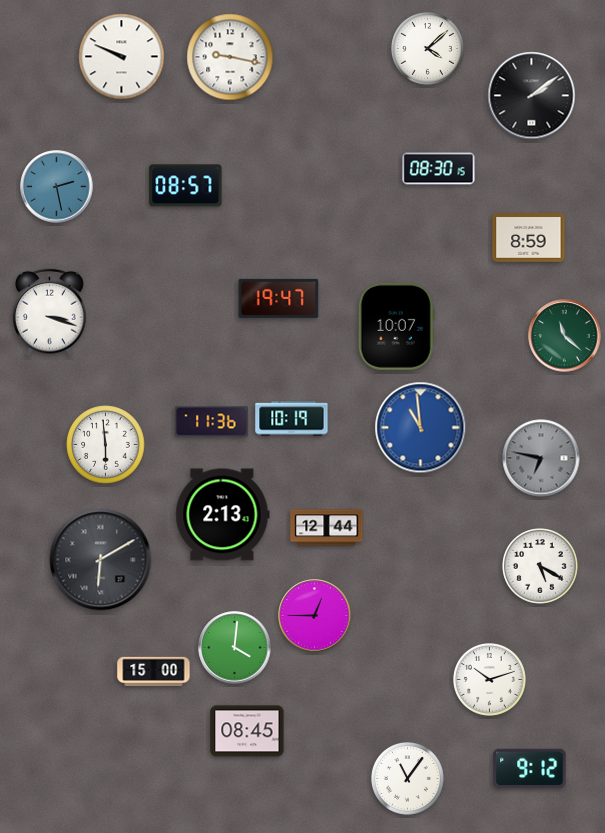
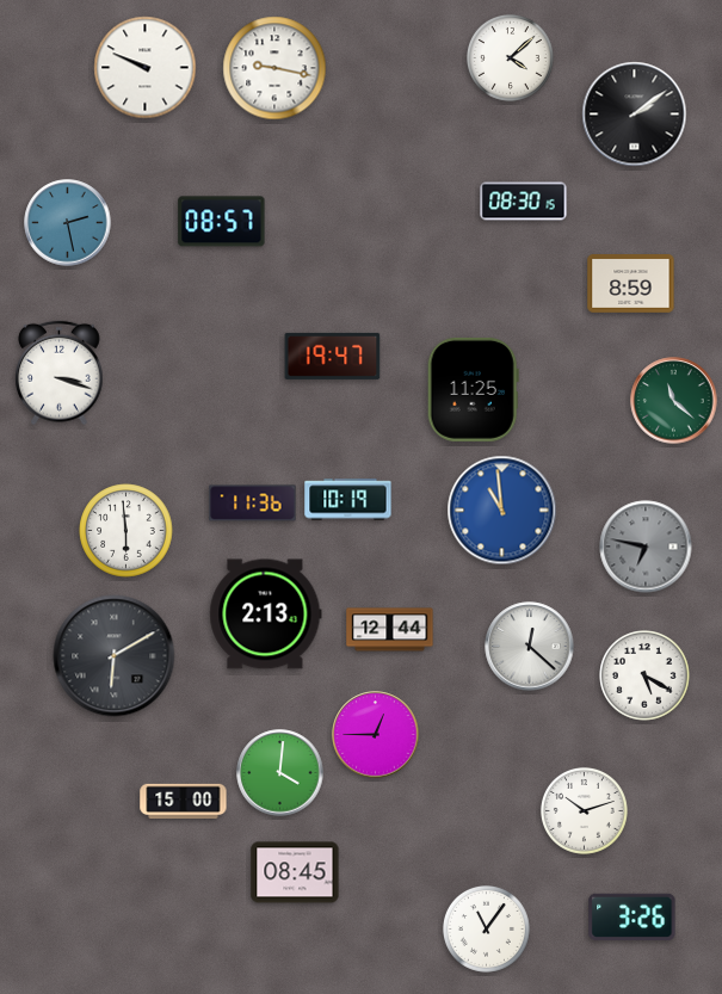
clock at (396, 326): 10:07 -> 11:25
clock at (530, 647): none -> 12:22
clock at (101, 560) position: (101, 560) -> (115, 656)
clock at (530, 768): 9:12 -> 3:26
